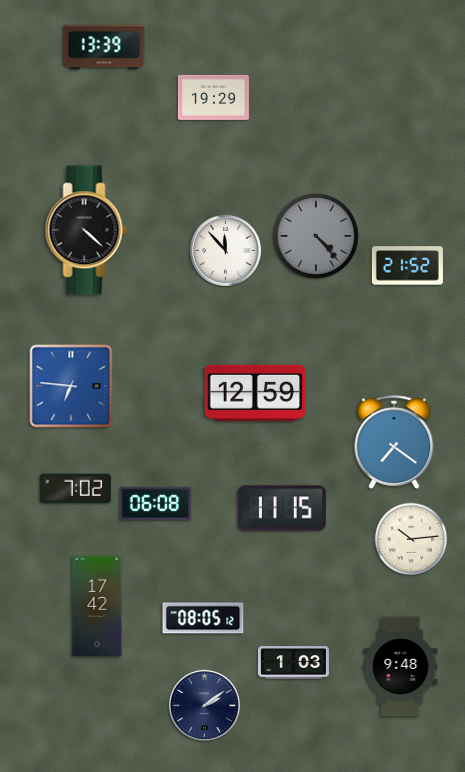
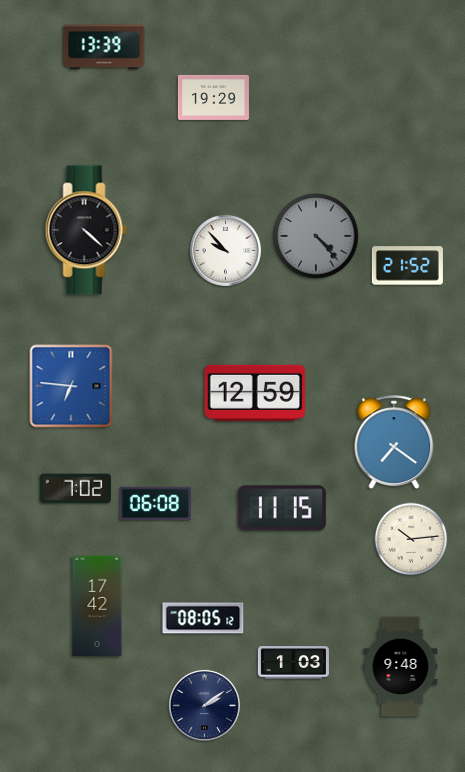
clock at (225, 250): 11:53 -> 9:53
